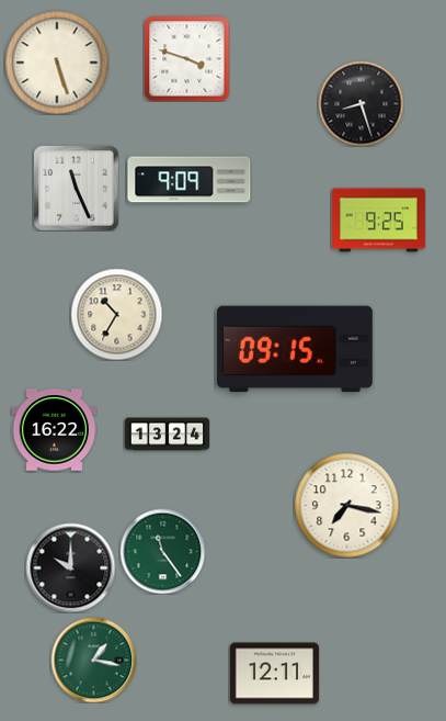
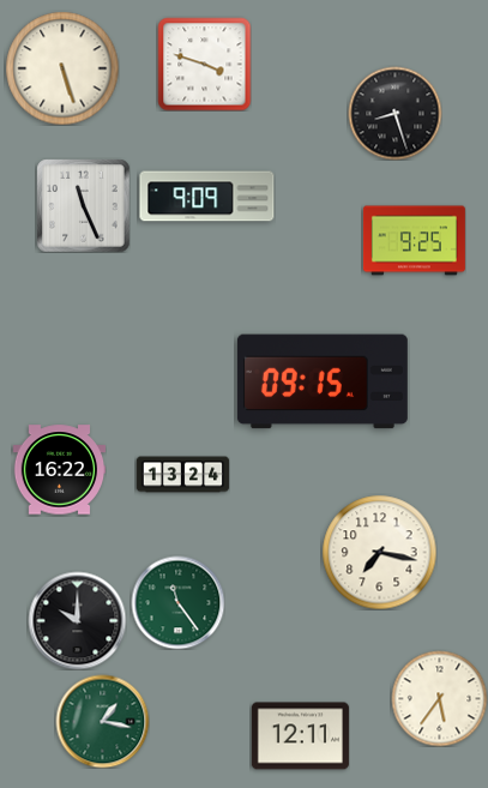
clock at (116, 314): 10:35 -> none
clock at (439, 698): none -> 5:36
